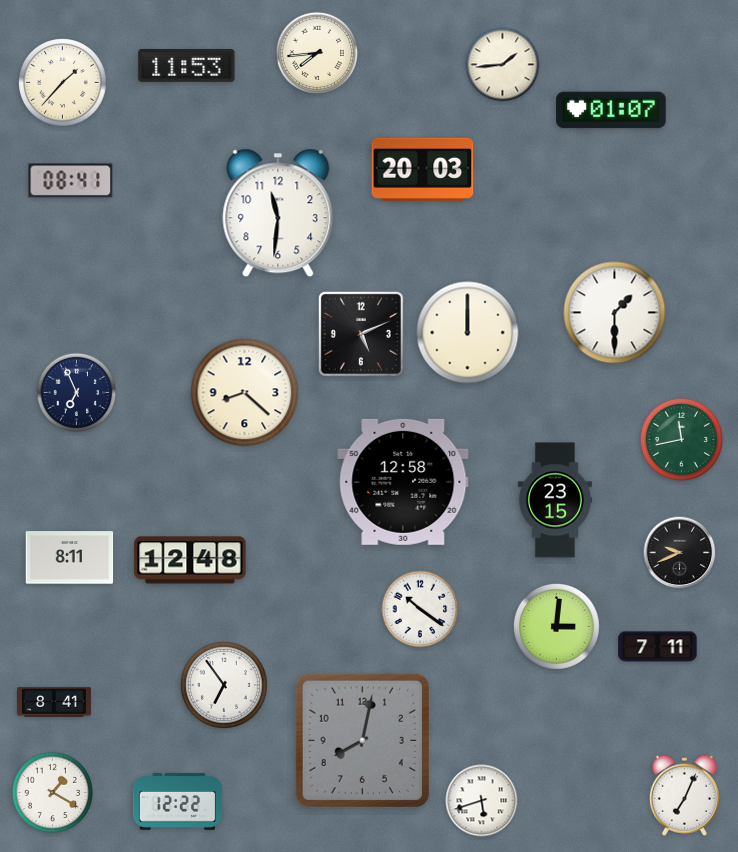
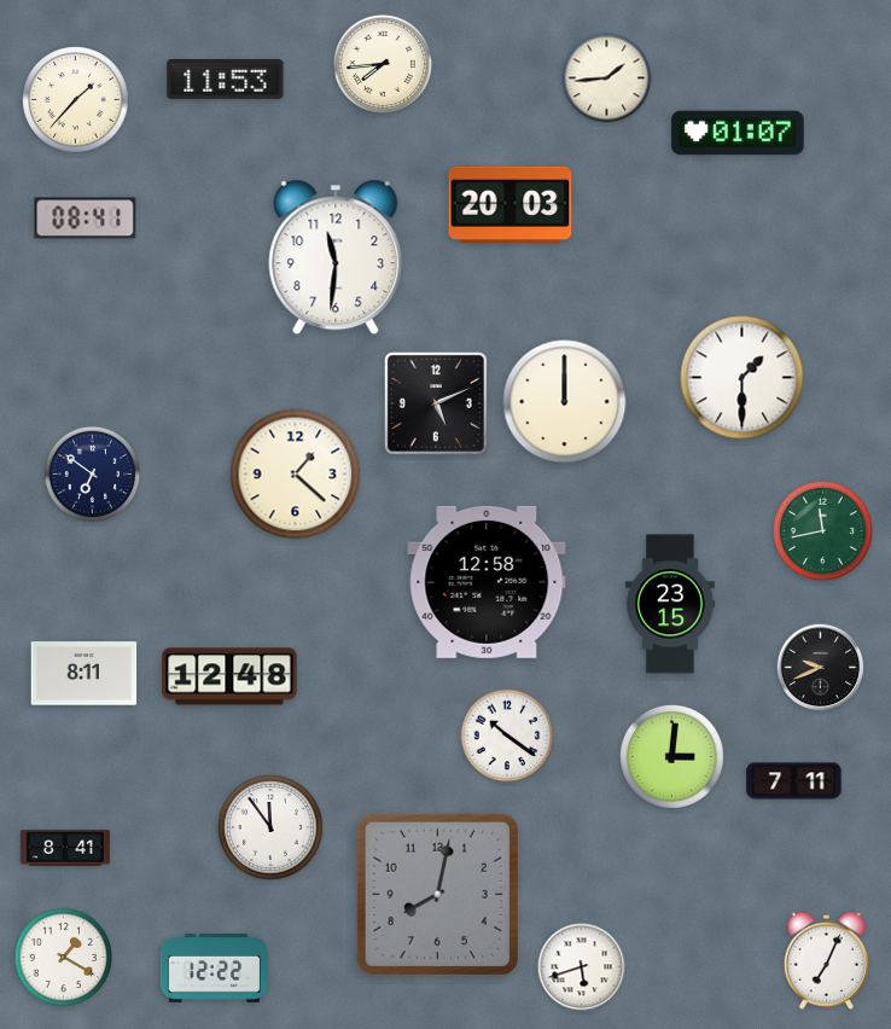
clock at (77, 393): 6:56 -> 6:51
clock at (245, 393): 8:22 -> 1:22
clock at (224, 685): 6:54 -> 11:54
